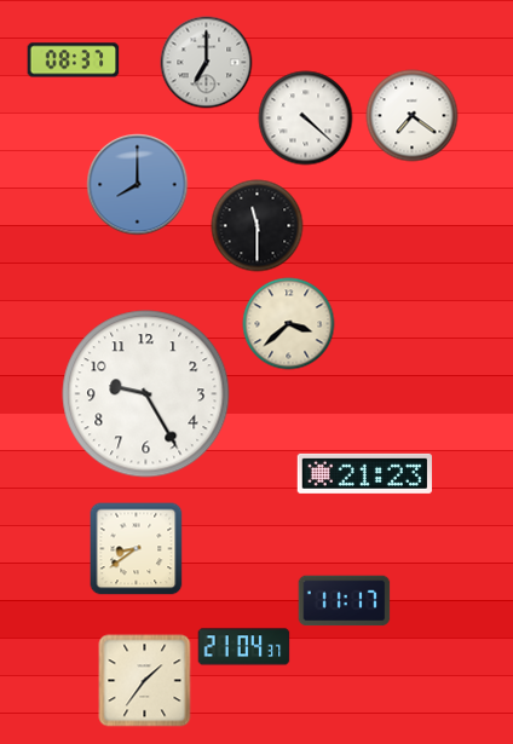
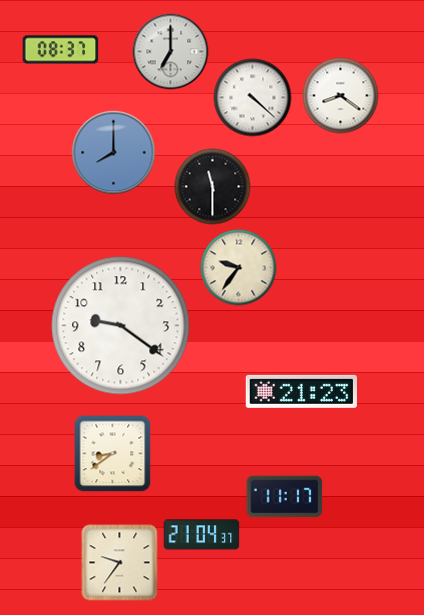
clock at (413, 116): 7:21 -> 8:21
clock at (289, 324): 3:38 -> 9:36
clock at (146, 394): 9:25 -> 9:21
clock at (145, 681): 1:36 -> 9:36
